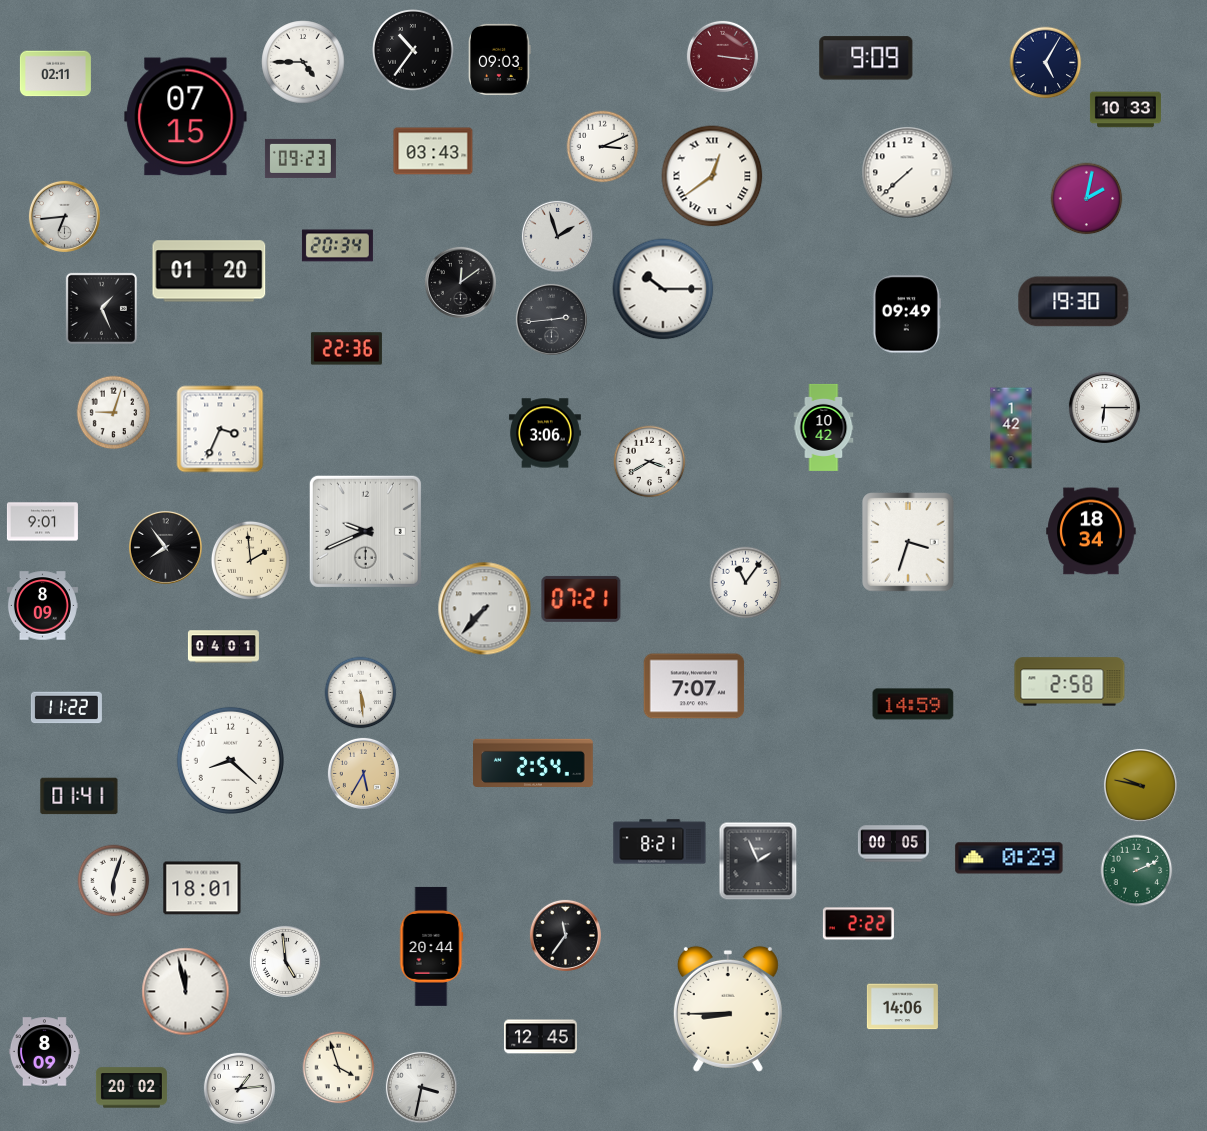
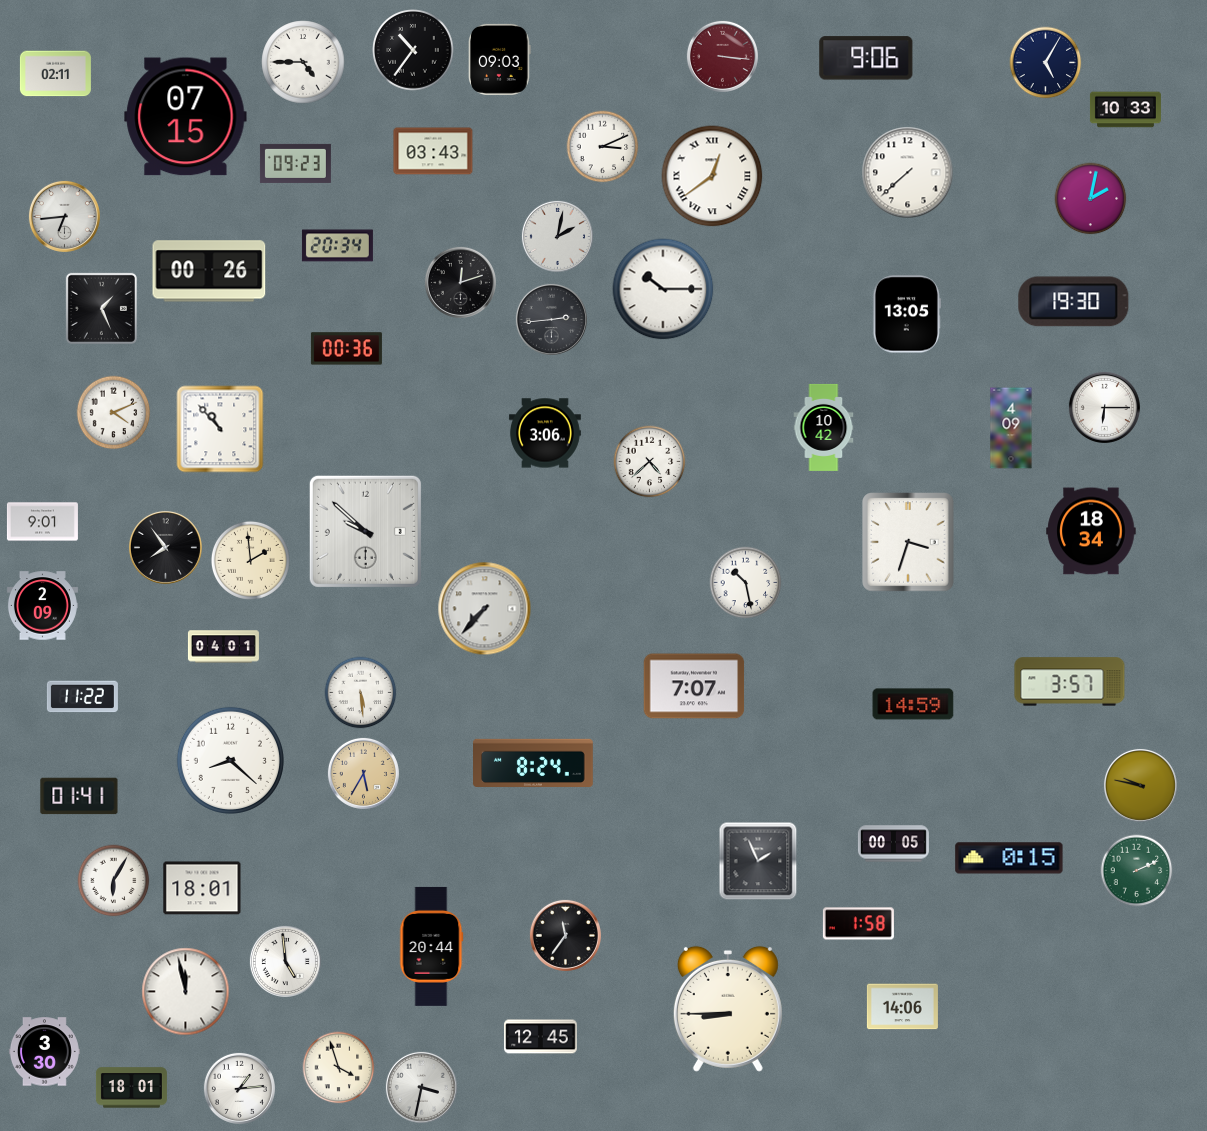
clock at (866, 58): 9:09 -> 9:06
clock at (300, 158) position: (300, 158) -> (295, 163)
clock at (1087, 199) position: (1087, 199) -> (1091, 199)
clock at (557, 236): 1:57 -> 2:02
clock at (209, 271): 01:20 -> 00:26
clock at (460, 282): 12:09 -> 12:12
clock at (907, 314): 09:49 -> 13:05
clock at (346, 349): 22:36 -> 00:36
clock at (114, 413): 9:03 -> 4:11
clock at (1011, 428): 1:42 -> 4:09
clock at (220, 429): 3:34 -> 10:53
clock at (650, 462): 3:40 -> 4:38
clock at (365, 531): 9:41 -> 9:52
clock at (746, 583): 11:06 -> 10:28
clock at (581, 599): 07:21 -> none
clock at (42, 606): 8:09 -> 2:09
clock at (1070, 682): 2:58 -> 3:57
clock at (66, 708) position: (66, 708) -> (82, 697)
clock at (534, 763): 2:54 -> 8:24
clock at (660, 842): 8:21 -> none
clock at (1009, 858): 0:29 -> 0:15
clock at (114, 881): 6:03 -> 6:05
clock at (858, 924): 2:22 -> 1:58
clock at (44, 1052): 8:09 -> 3:30
clock at (131, 1088): 20:02 -> 18:01
